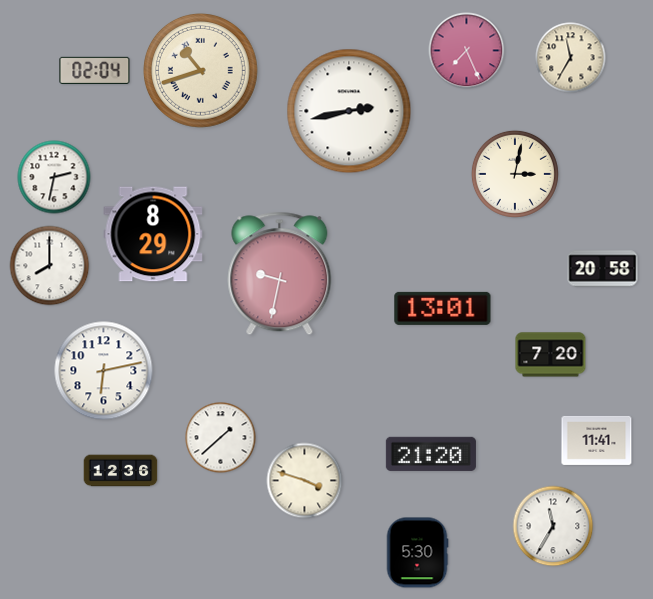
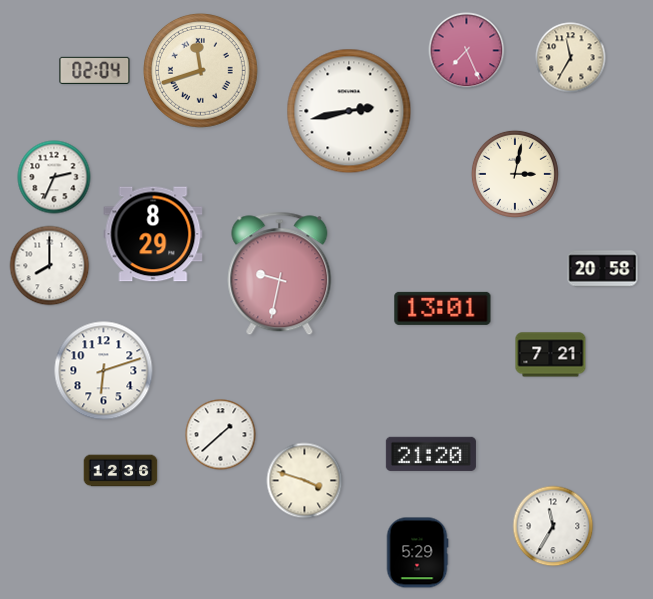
clock at (201, 71): 10:42 -> 11:42
clock at (54, 177): 2:32 -> 2:34
clock at (551, 355): 7:20 -> 7:21
clock at (104, 371): 6:13 -> 6:12
clock at (221, 438) position: (221, 438) -> (221, 435)
clock at (597, 440): 11:41 -> none
clock at (417, 553): 5:30 -> 5:29
